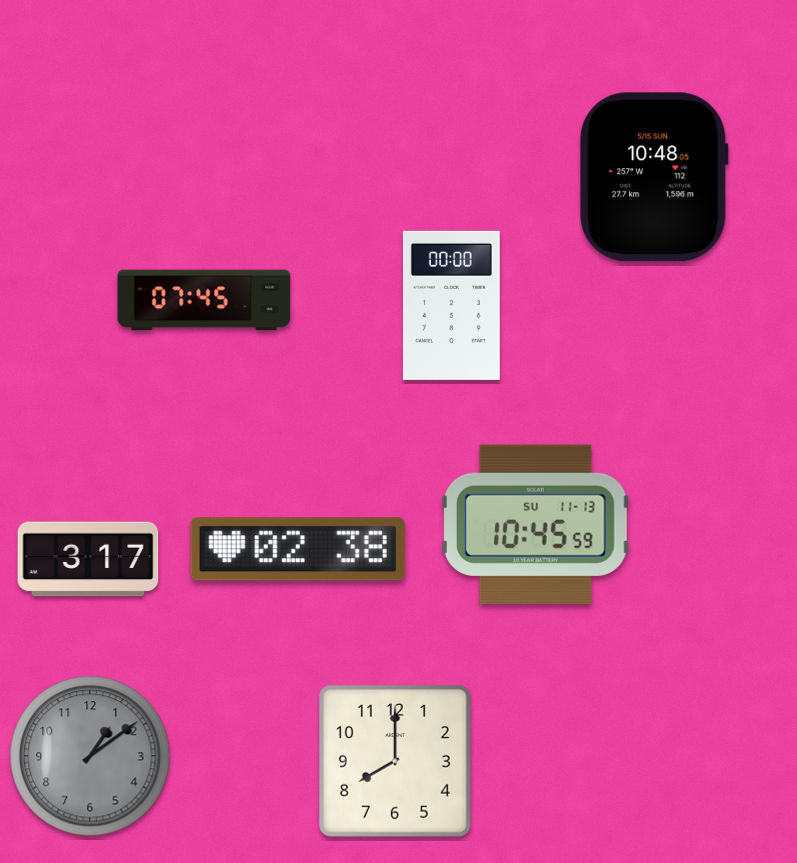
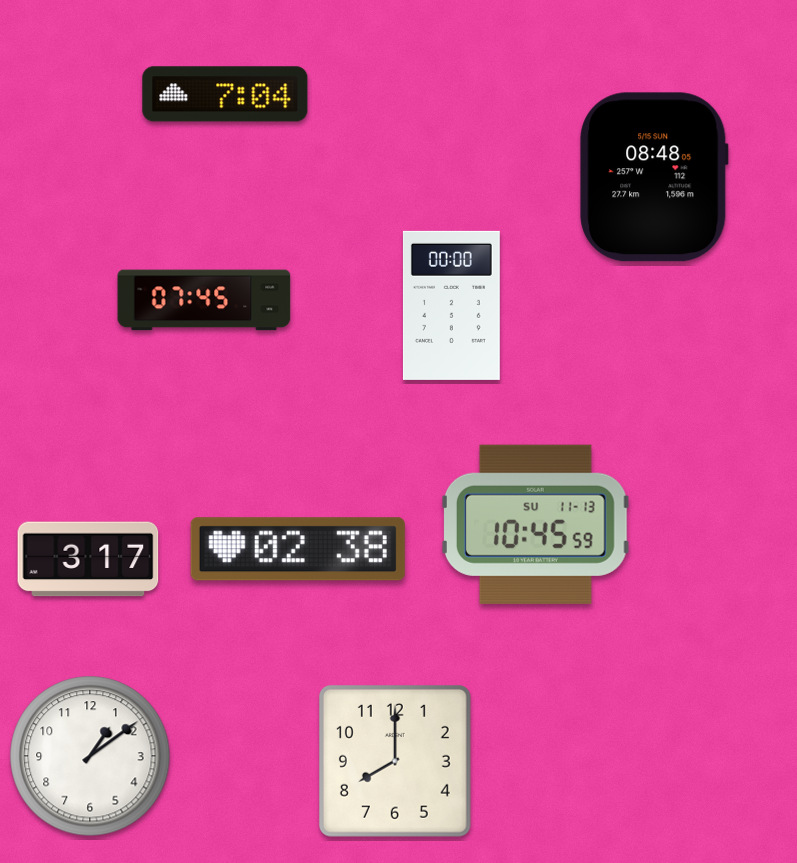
clock at (225, 94): none -> 7:04
clock at (654, 177): 10:48 -> 08:48
clock at (90, 756) dial: grey -> white
